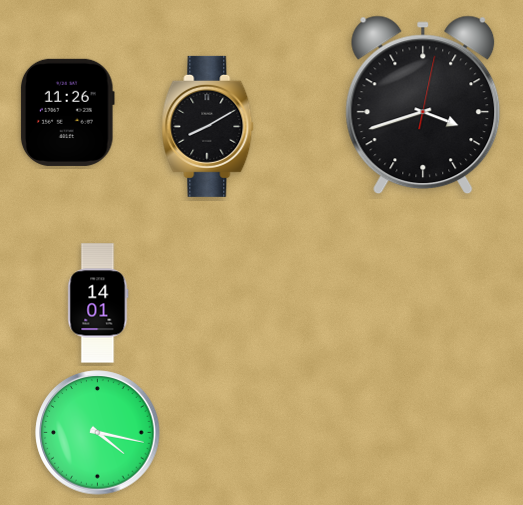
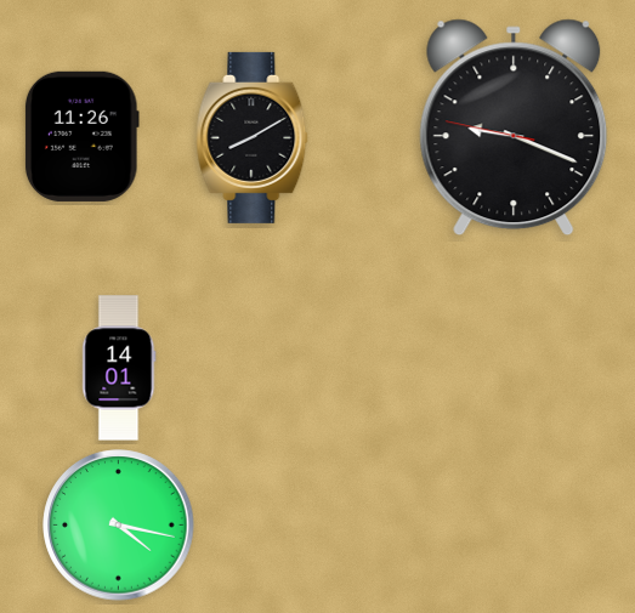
clock at (423, 105): 3:42 -> 9:18
clock at (208, 126) position: (208, 126) -> (253, 137)
